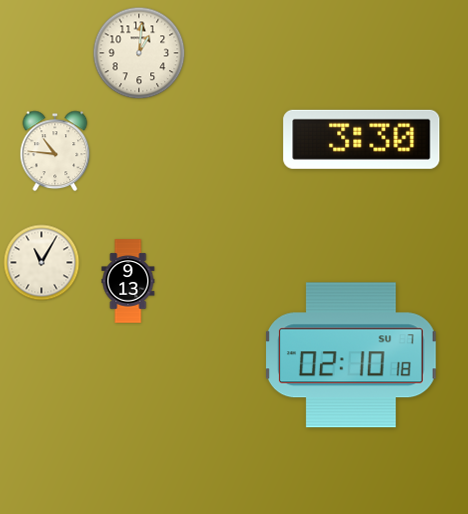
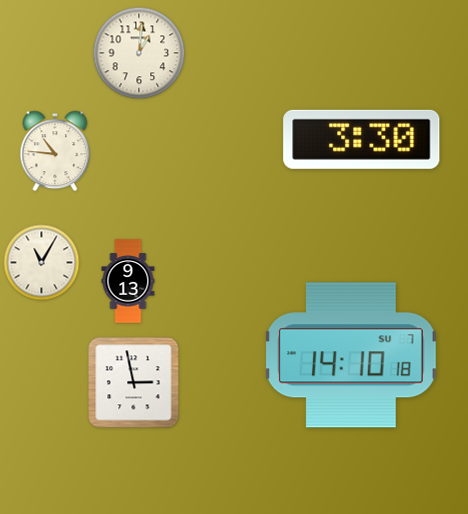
clock at (351, 355): 02:10 -> 14:10
clock at (134, 383): none -> 2:58
